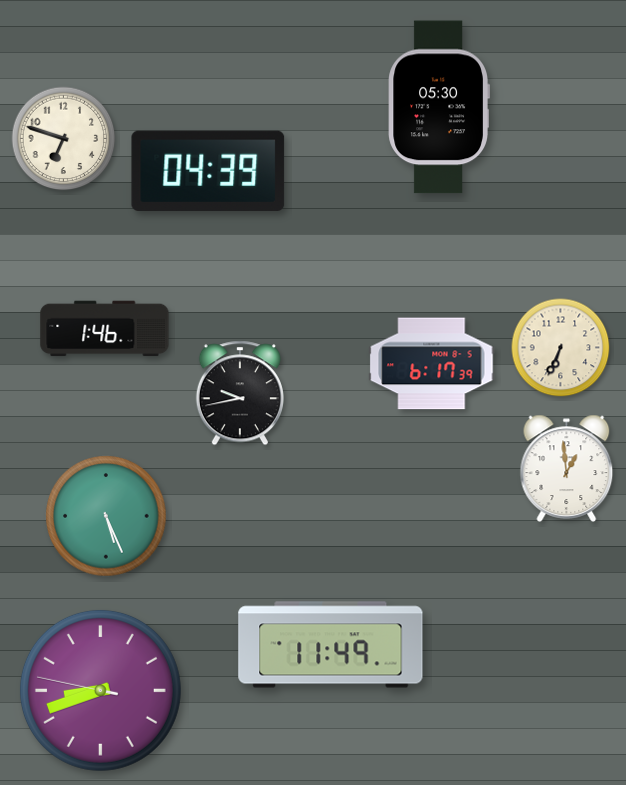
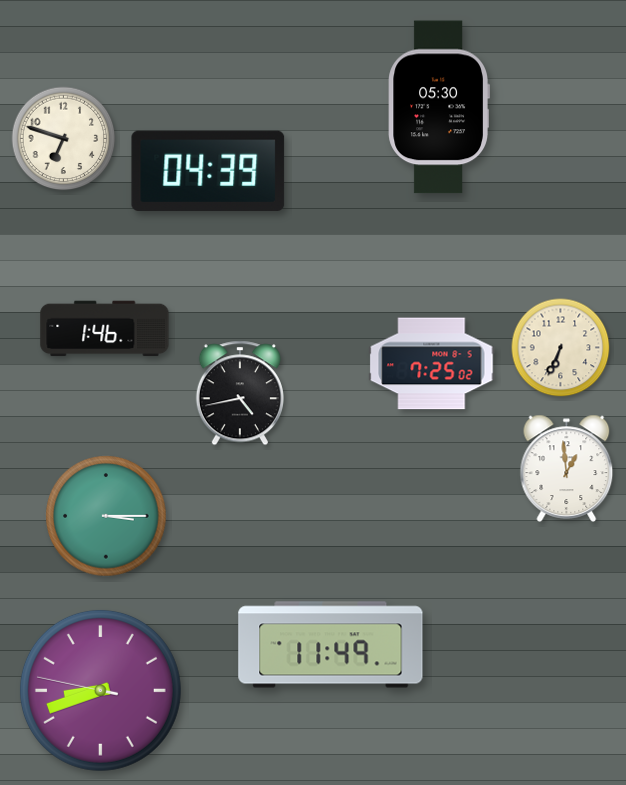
clock at (432, 364): 6:17 -> 7:25
clock at (240, 393): 9:43 -> 4:43
clock at (106, 516): 5:26 -> 3:15
